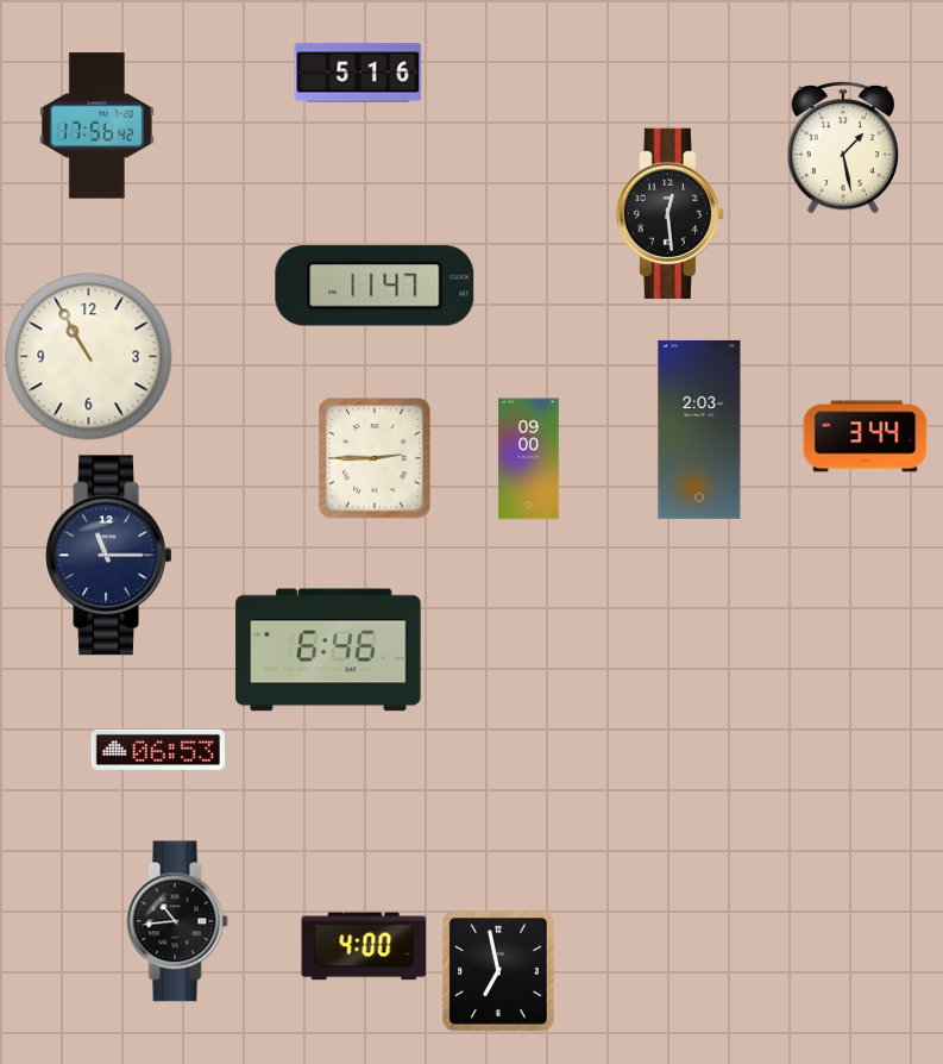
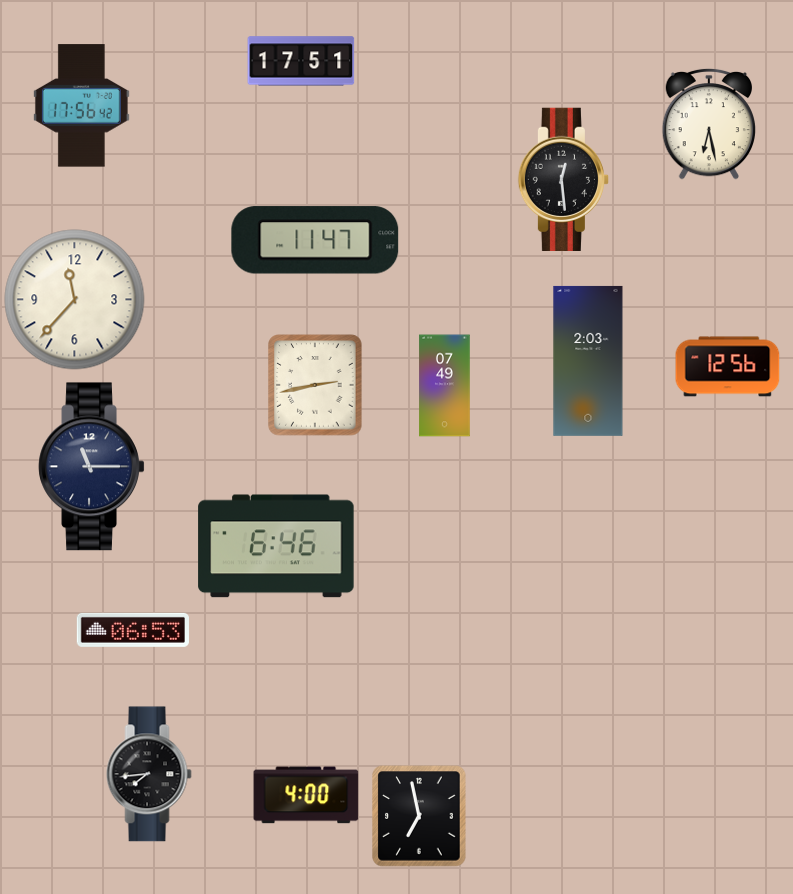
clock at (358, 73): 5:16 -> 17:51
clock at (843, 148): 1:28 -> 6:28
clock at (89, 357): 10:55 -> 11:37
clock at (866, 437): 3:44 -> 12:56
clock at (375, 458): 2:45 -> 2:43
clock at (529, 459): 09:00 -> 07:49
clock at (177, 921): 10:44 -> 7:44
